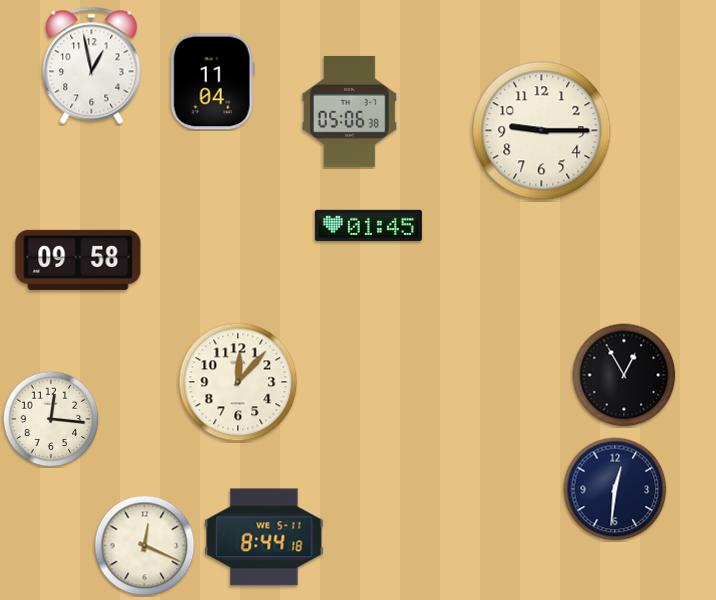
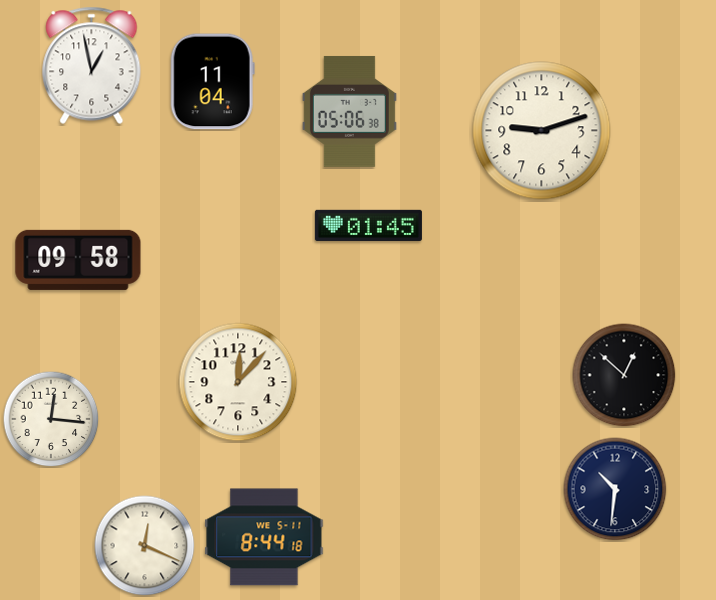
clock at (542, 131): 9:15 -> 9:12
clock at (624, 375): 12:55 -> 12:52
clock at (615, 489): 12:31 -> 10:31
